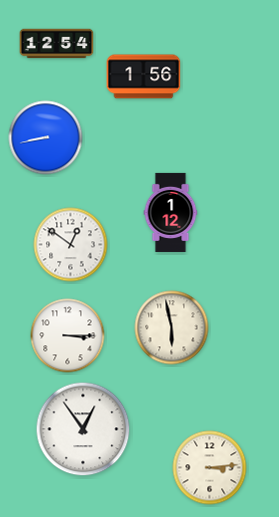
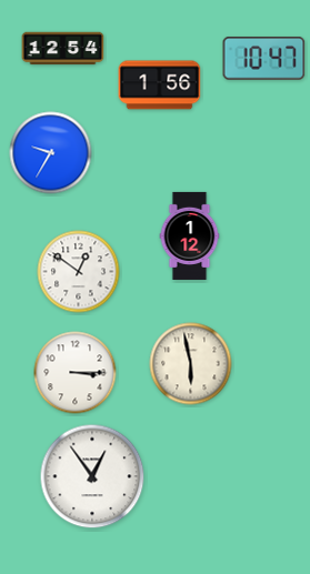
clock at (264, 58): none -> 10:47
clock at (46, 138): 8:43 -> 9:35
clock at (210, 468): 3:14 -> none
